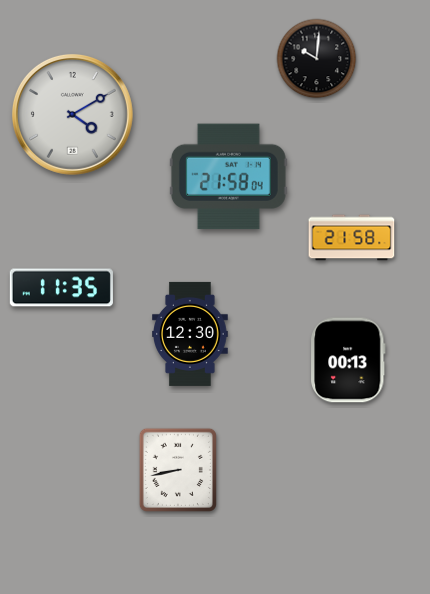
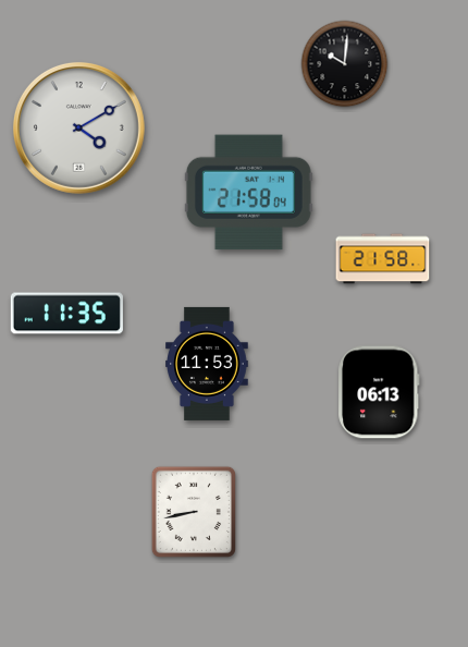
clock at (72, 114) position: (72, 114) -> (78, 127)
clock at (191, 334): 12:30 -> 11:53
clock at (348, 360): 00:13 -> 06:13
